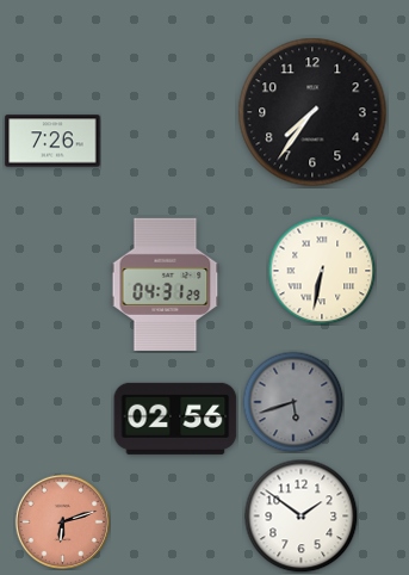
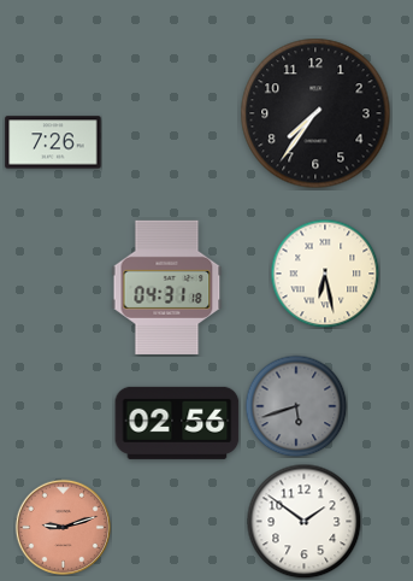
clock at (322, 271): 6:32 -> 6:28
clock at (166, 284): 04:31:29 -> 04:31:18
clock at (62, 521): 6:12 -> 9:12
